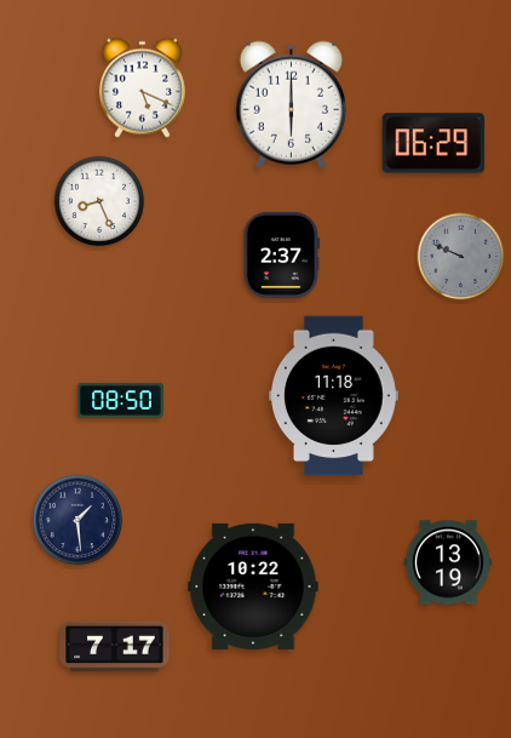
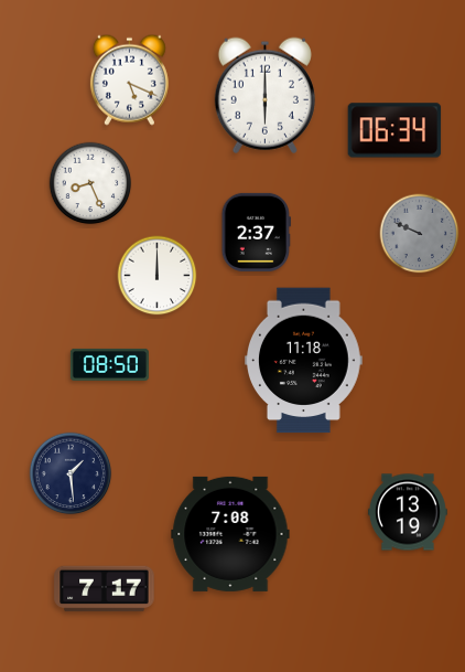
clock at (434, 143): 06:29 -> 06:34
clock at (158, 276): none -> 12:00
clock at (253, 587): 10:22 -> 7:08
